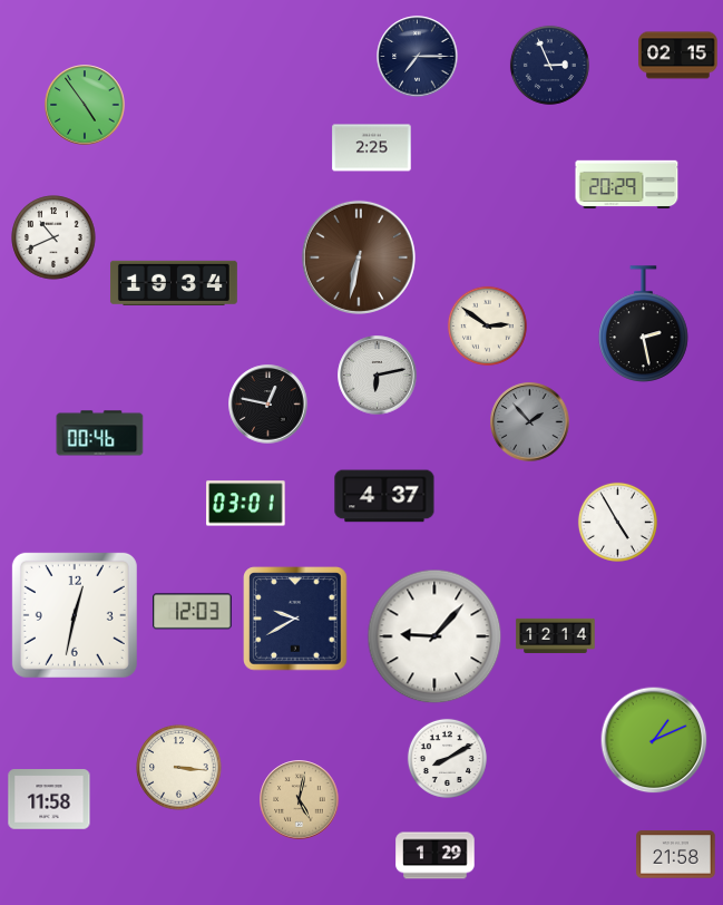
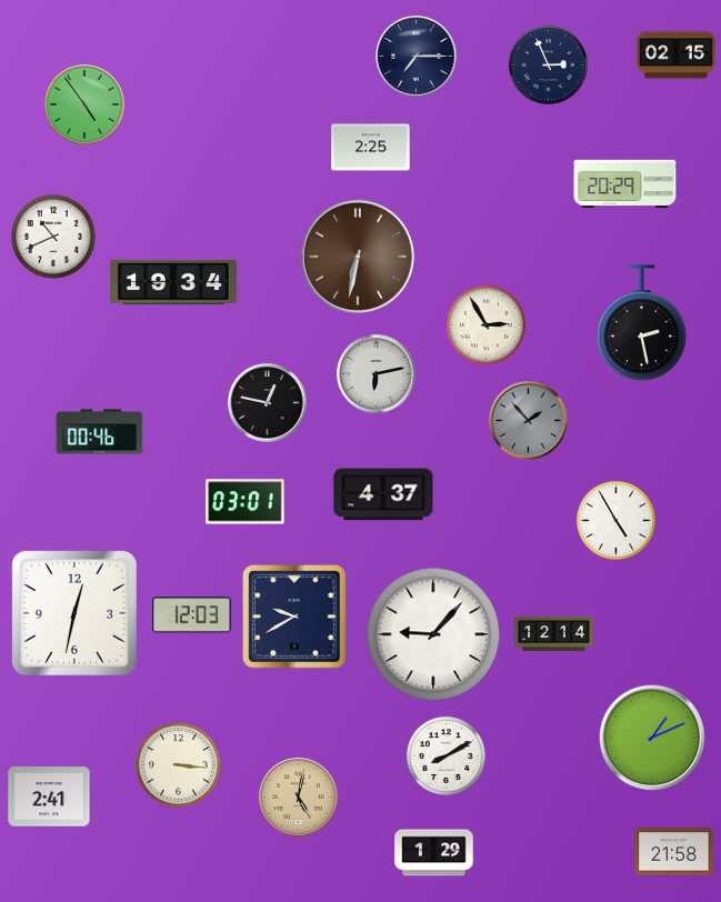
clock at (487, 325): 2:51 -> 2:55
clock at (193, 612) position: (193, 612) -> (192, 615)
clock at (49, 799): 11:58 -> 2:41
